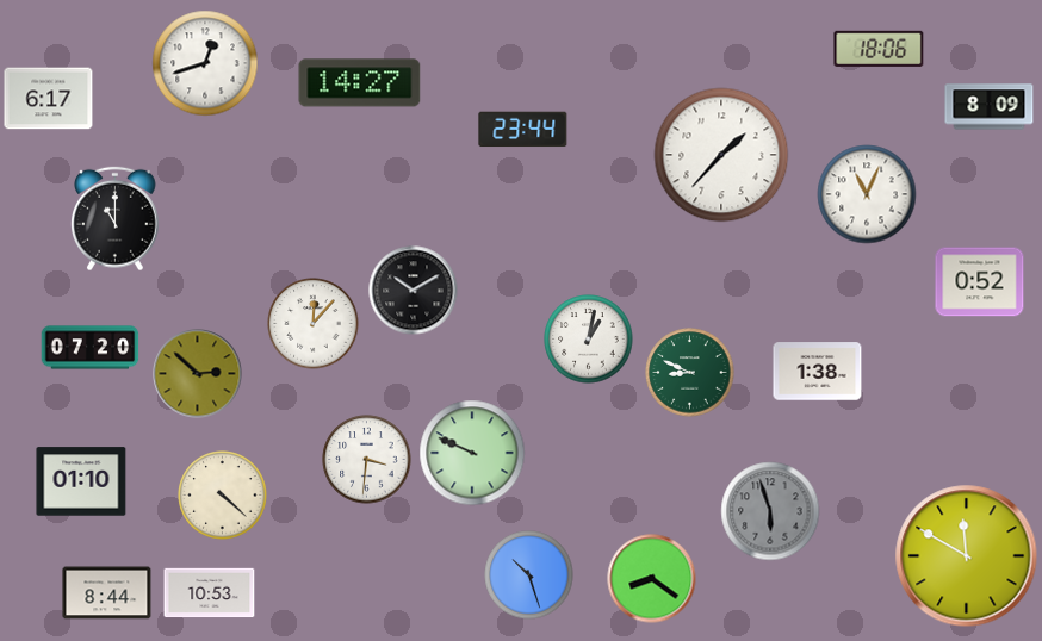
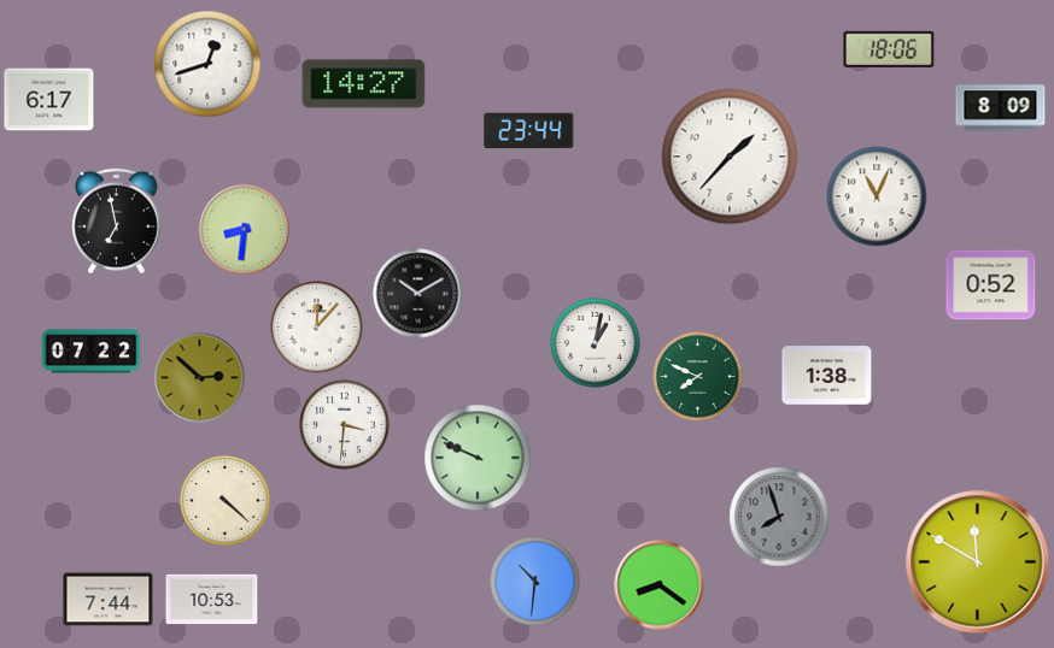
clock at (116, 219): 11:00 -> 6:58
clock at (245, 230): none -> 8:31
clock at (91, 348): 07:20 -> 07:22
clock at (690, 373): 8:49 -> 7:49
clock at (367, 460) position: (367, 460) -> (345, 425)
clock at (81, 481): 01:10 -> none
clock at (770, 511): 5:57 -> 7:57
clock at (529, 575): 10:27 -> 10:31
clock at (107, 593): 8:44 -> 7:44
